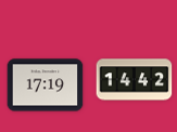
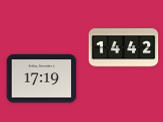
clock at (135, 80) position: (135, 80) -> (124, 48)
